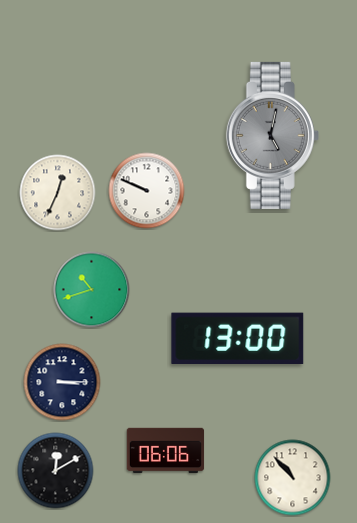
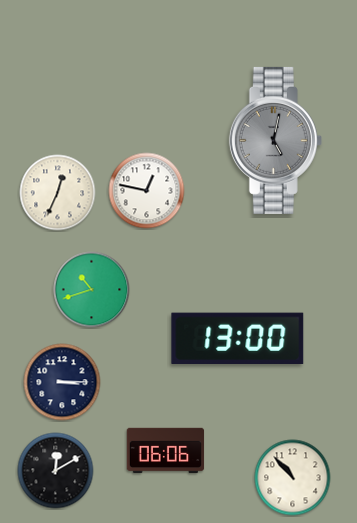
clock at (272, 135) position: (272, 135) -> (275, 140)
clock at (147, 191): 9:49 -> 12:47
